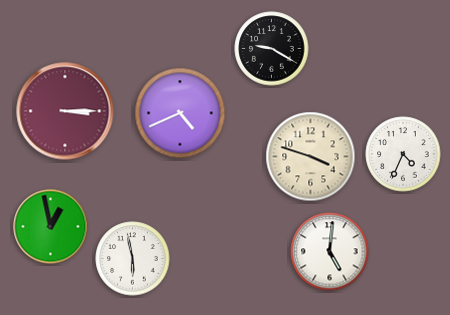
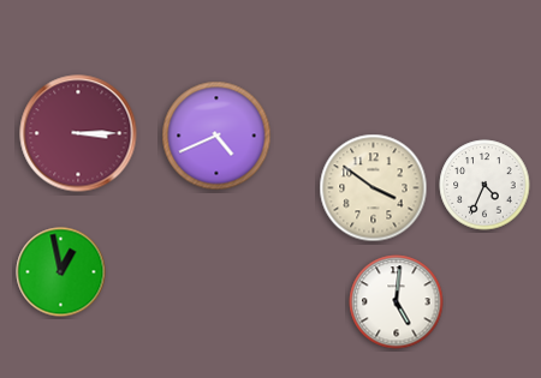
clock at (272, 49): 9:20 -> none
clock at (311, 157): 3:48 -> 3:51
clock at (133, 259): 5:58 -> none
